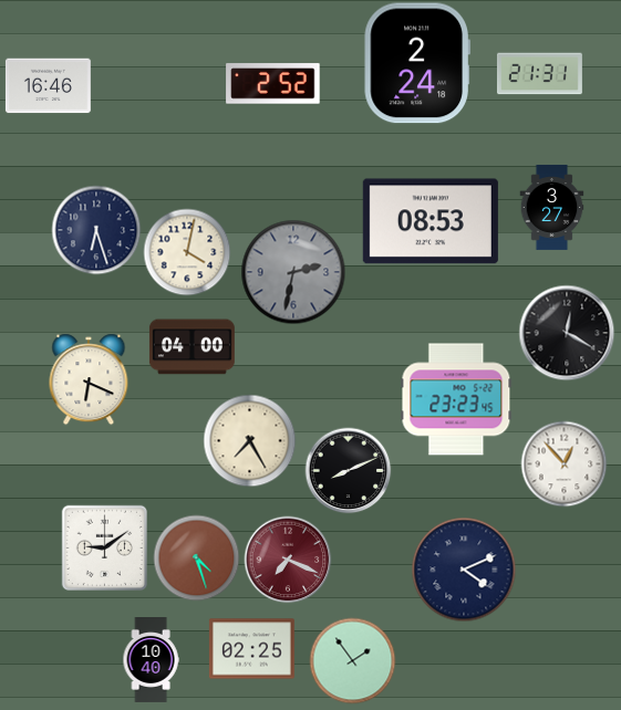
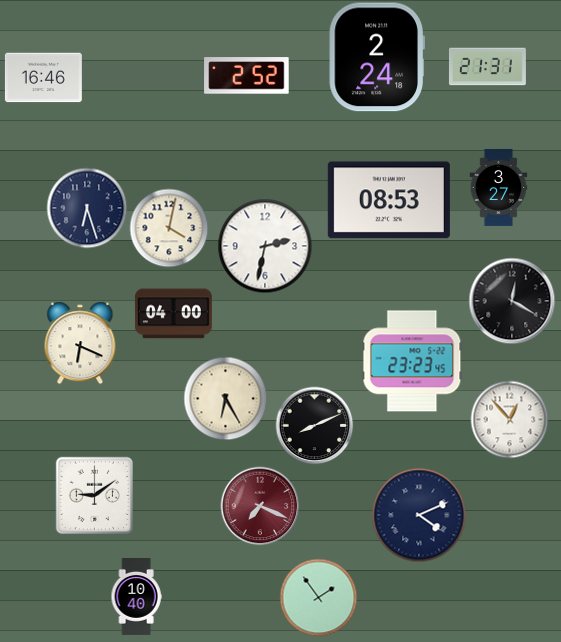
clock at (293, 272) dial: grey -> white
clock at (249, 440): 7:25 -> 6:25
clock at (196, 557): 4:27 -> none
clock at (251, 649): 02:25 -> none
